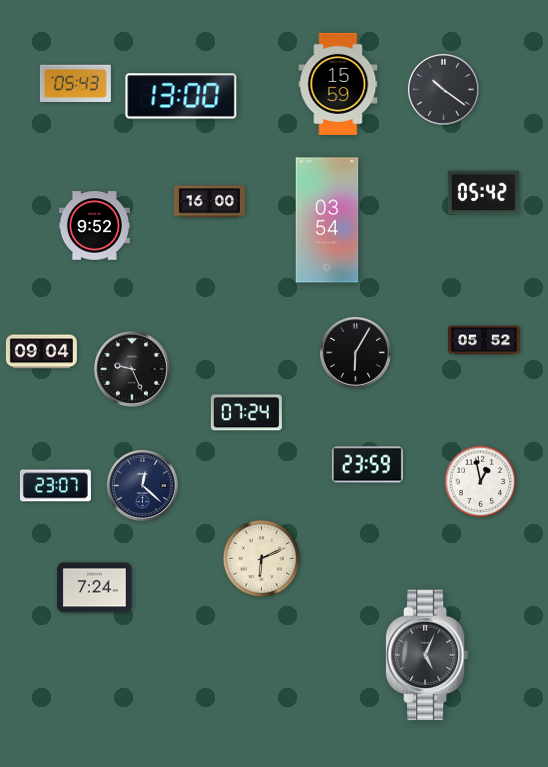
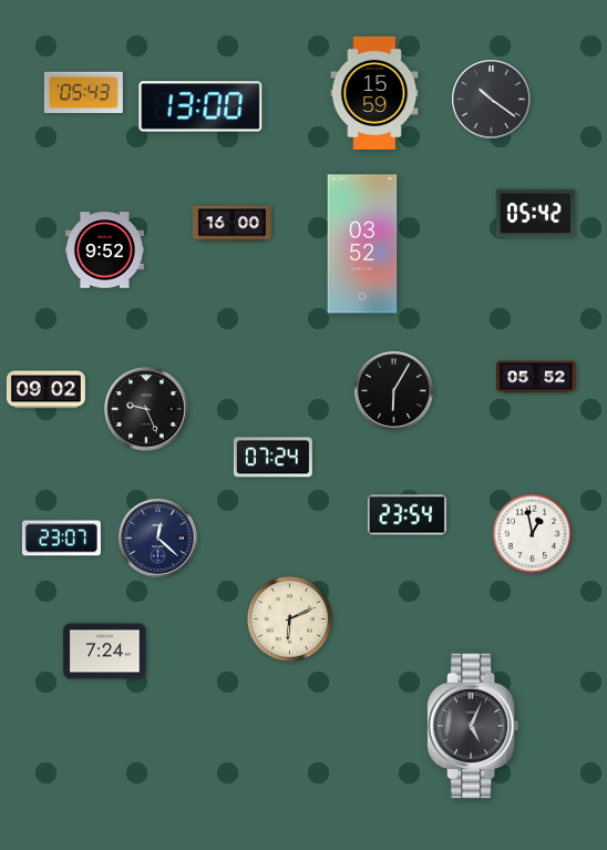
clock at (327, 220): 03:54 -> 03:52
clock at (41, 352): 09:04 -> 09:02
clock at (367, 465): 23:59 -> 23:54
